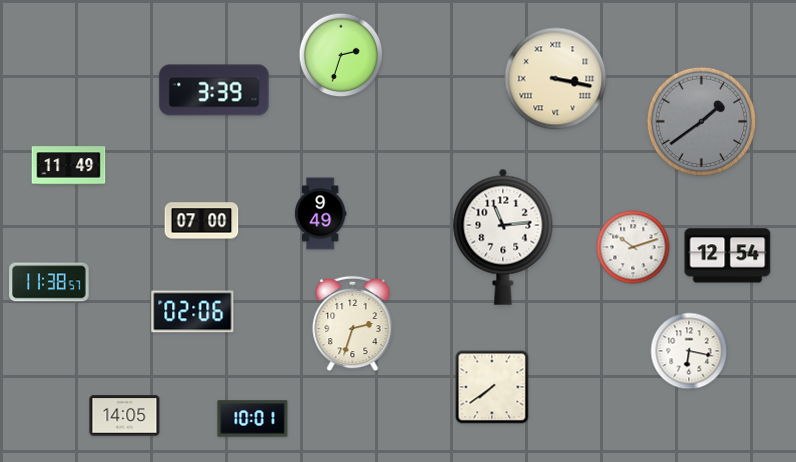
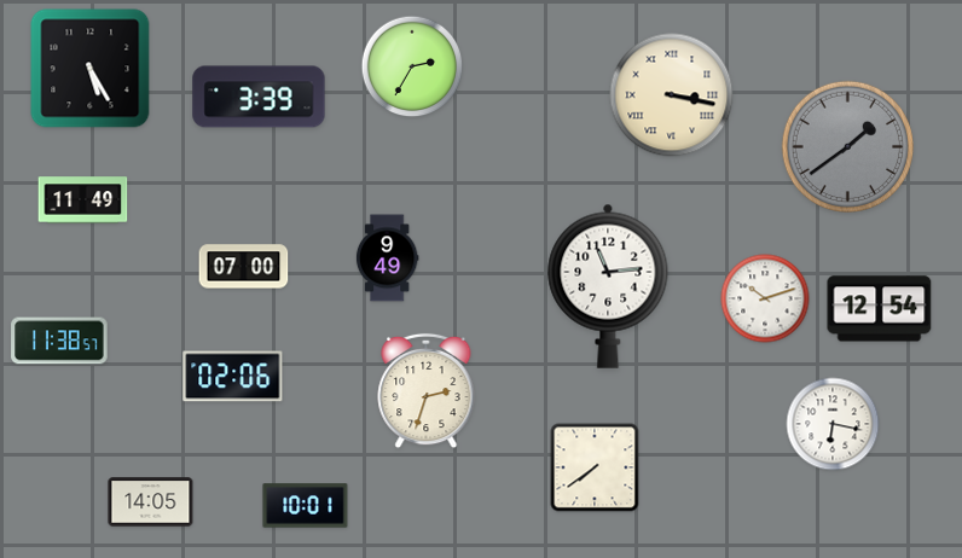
clock at (341, 55): 2:33 -> 2:35
clock at (91, 69): none -> 5:25
clock at (214, 90) position: (214, 90) -> (259, 97)
